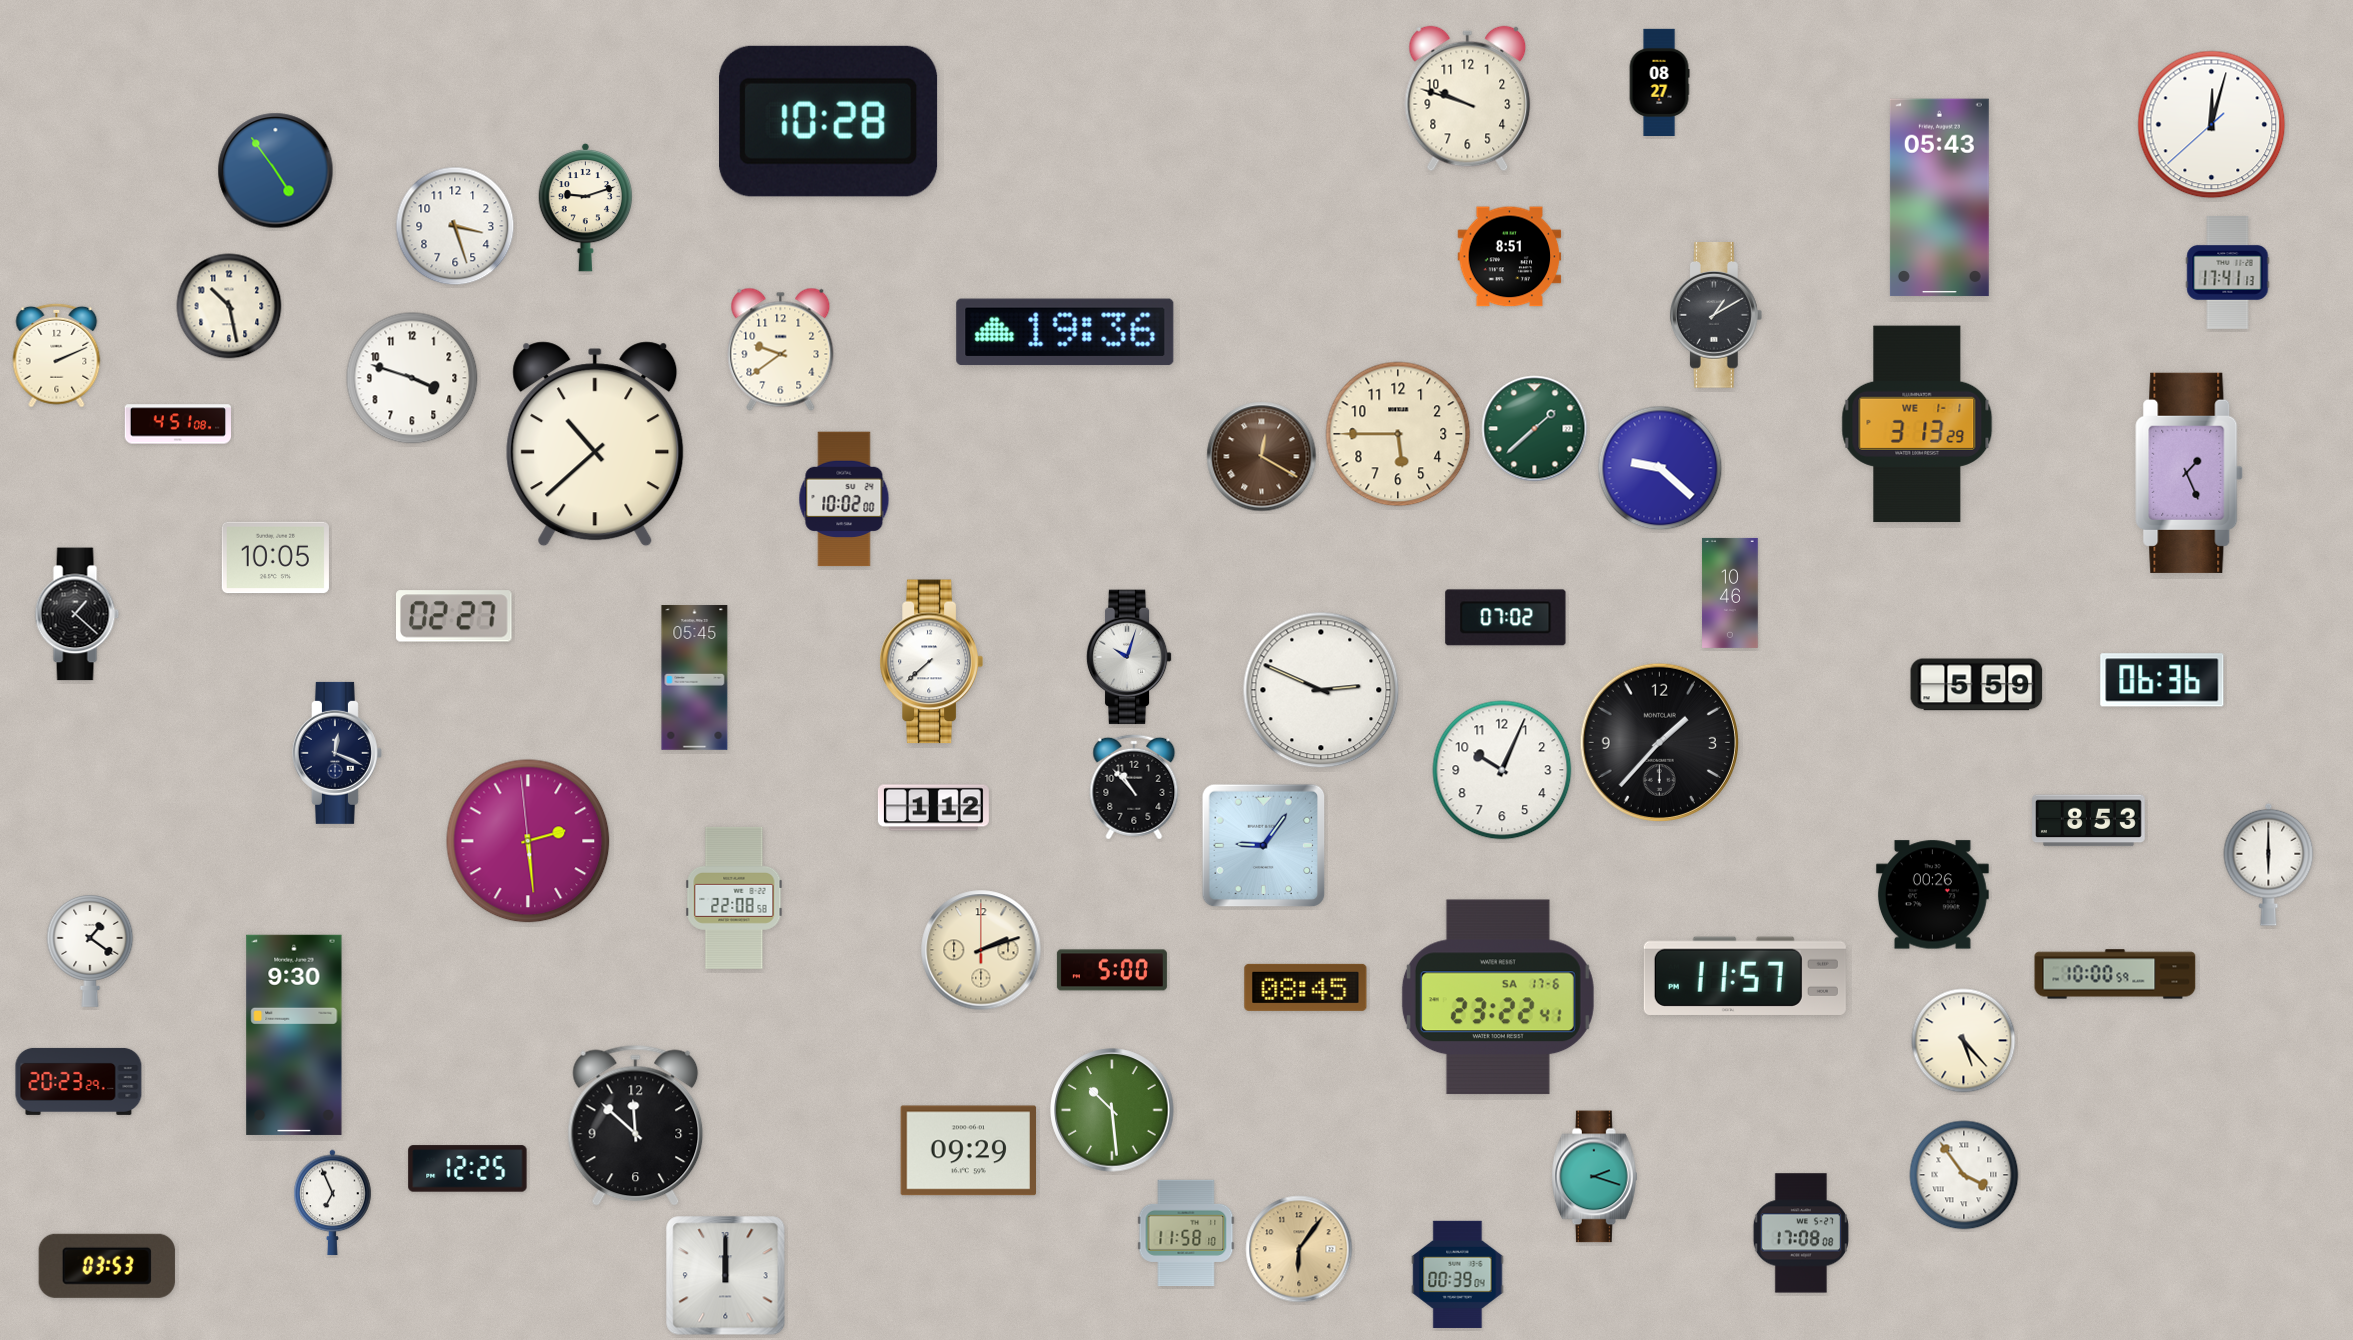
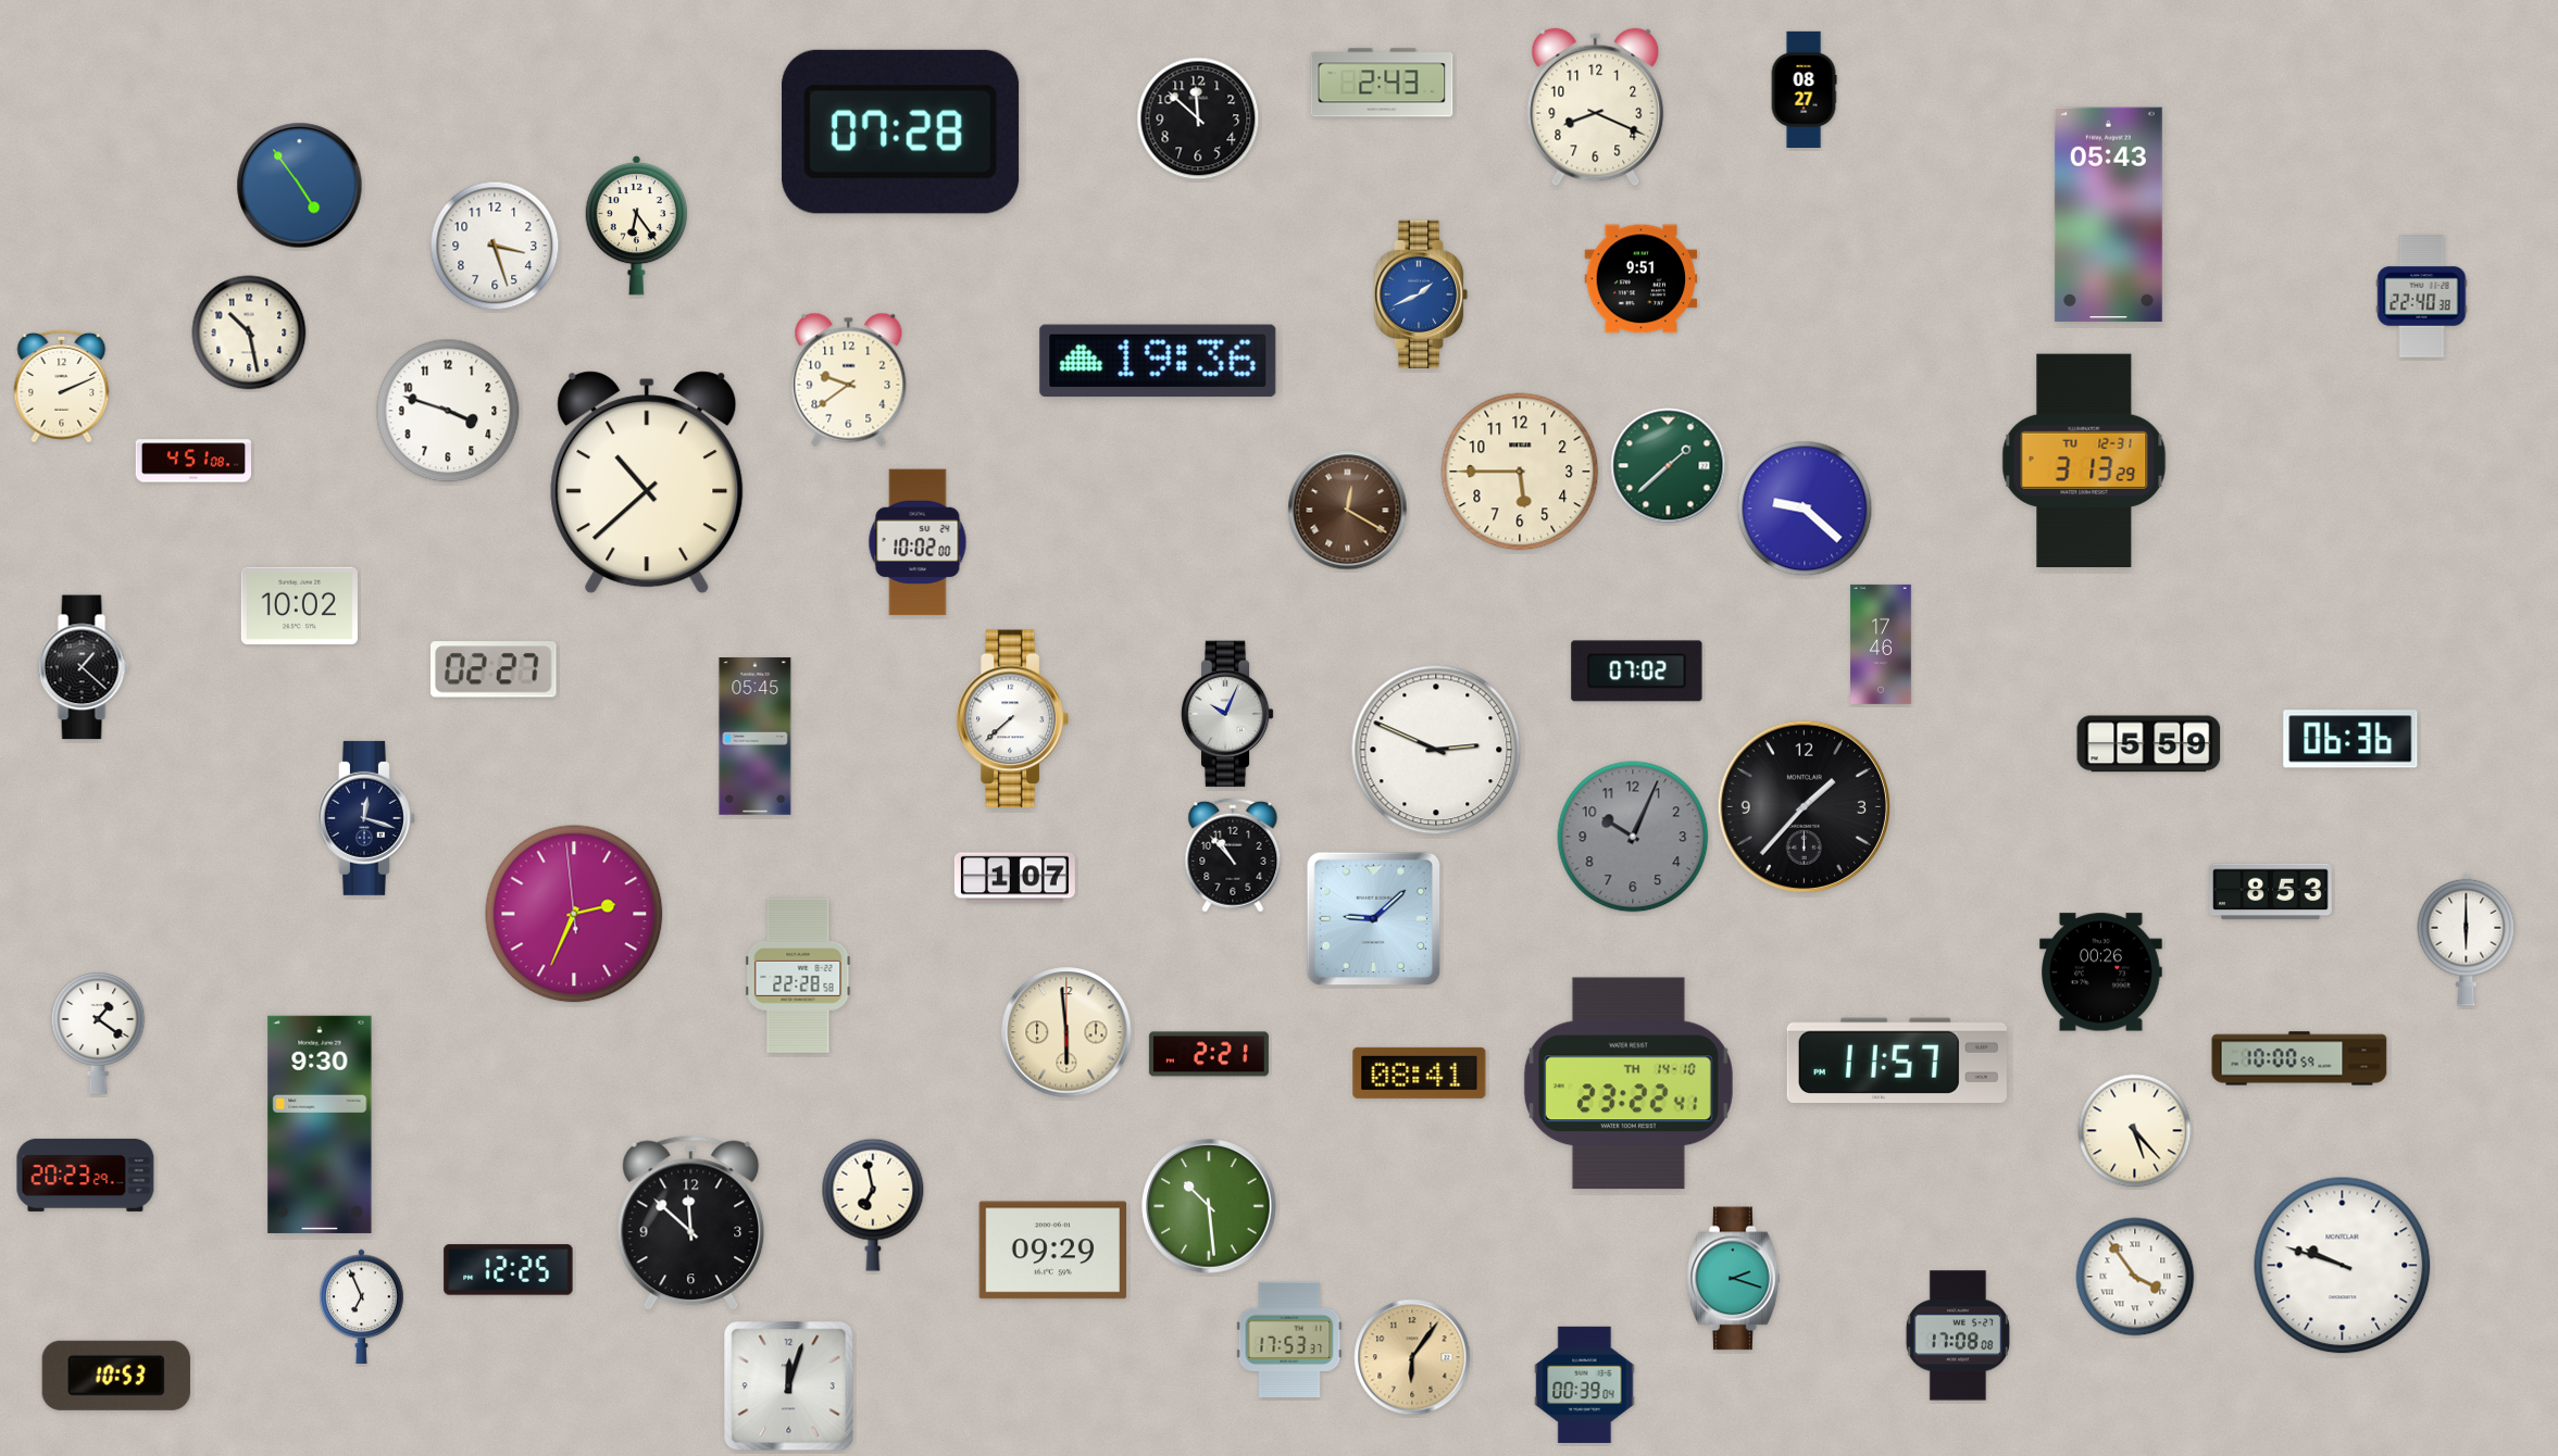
clock at (1382, 83): none -> 2:43
clock at (1468, 99): 9:48 -> 8:19
clock at (1198, 118): none -> 11:52
clock at (829, 121): 10:28 -> 07:28
clock at (2212, 125): 12:02 -> none
clock at (585, 207): 9:12 -> 6:24
clock at (1510, 257): 8:51 -> 9:51
clock at (1421, 293): none -> 1:41
clock at (2228, 273): 17:41 -> 22:40
clock at (1716, 315): 1:10 -> none
clock at (1917, 424) date: WE 1-1 -> TU 12-31
clock at (1262, 457) position: (1262, 457) -> (1348, 511)
clock at (2189, 473): 1:26 -> none
clock at (275, 558): 10:05 -> 10:02
clock at (1730, 593): 10:46 -> 17:46
clock at (1129, 657): 10:03 -> 10:04
clock at (337, 753): 12:19 -> 12:18
clock at (1502, 770) dial: white -> grey
clock at (933, 808): 1:12 -> 1:07
clock at (528, 841): 2:28 -> 2:33
clock at (1264, 846): 9:06 -> 9:08
clock at (734, 898): 22:08 -> 22:28
clock at (981, 950): 2:12 -> 5:59
clock at (1112, 970): 5:00 -> 2:21
clock at (1306, 987): 08:45 -> 08:41
clock at (1498, 997) date: SA 17-6 -> TH 14-10
clock at (873, 1205): none -> 6:58
clock at (2343, 1266): none -> 9:48
clock at (1186, 1232): 11:58 -> 17:53
clock at (1801, 1233) position: (1801, 1233) -> (1958, 1335)
clock at (107, 1266): 03:53 -> 10:53
clock at (726, 1276): 12:00 -> 12:03
